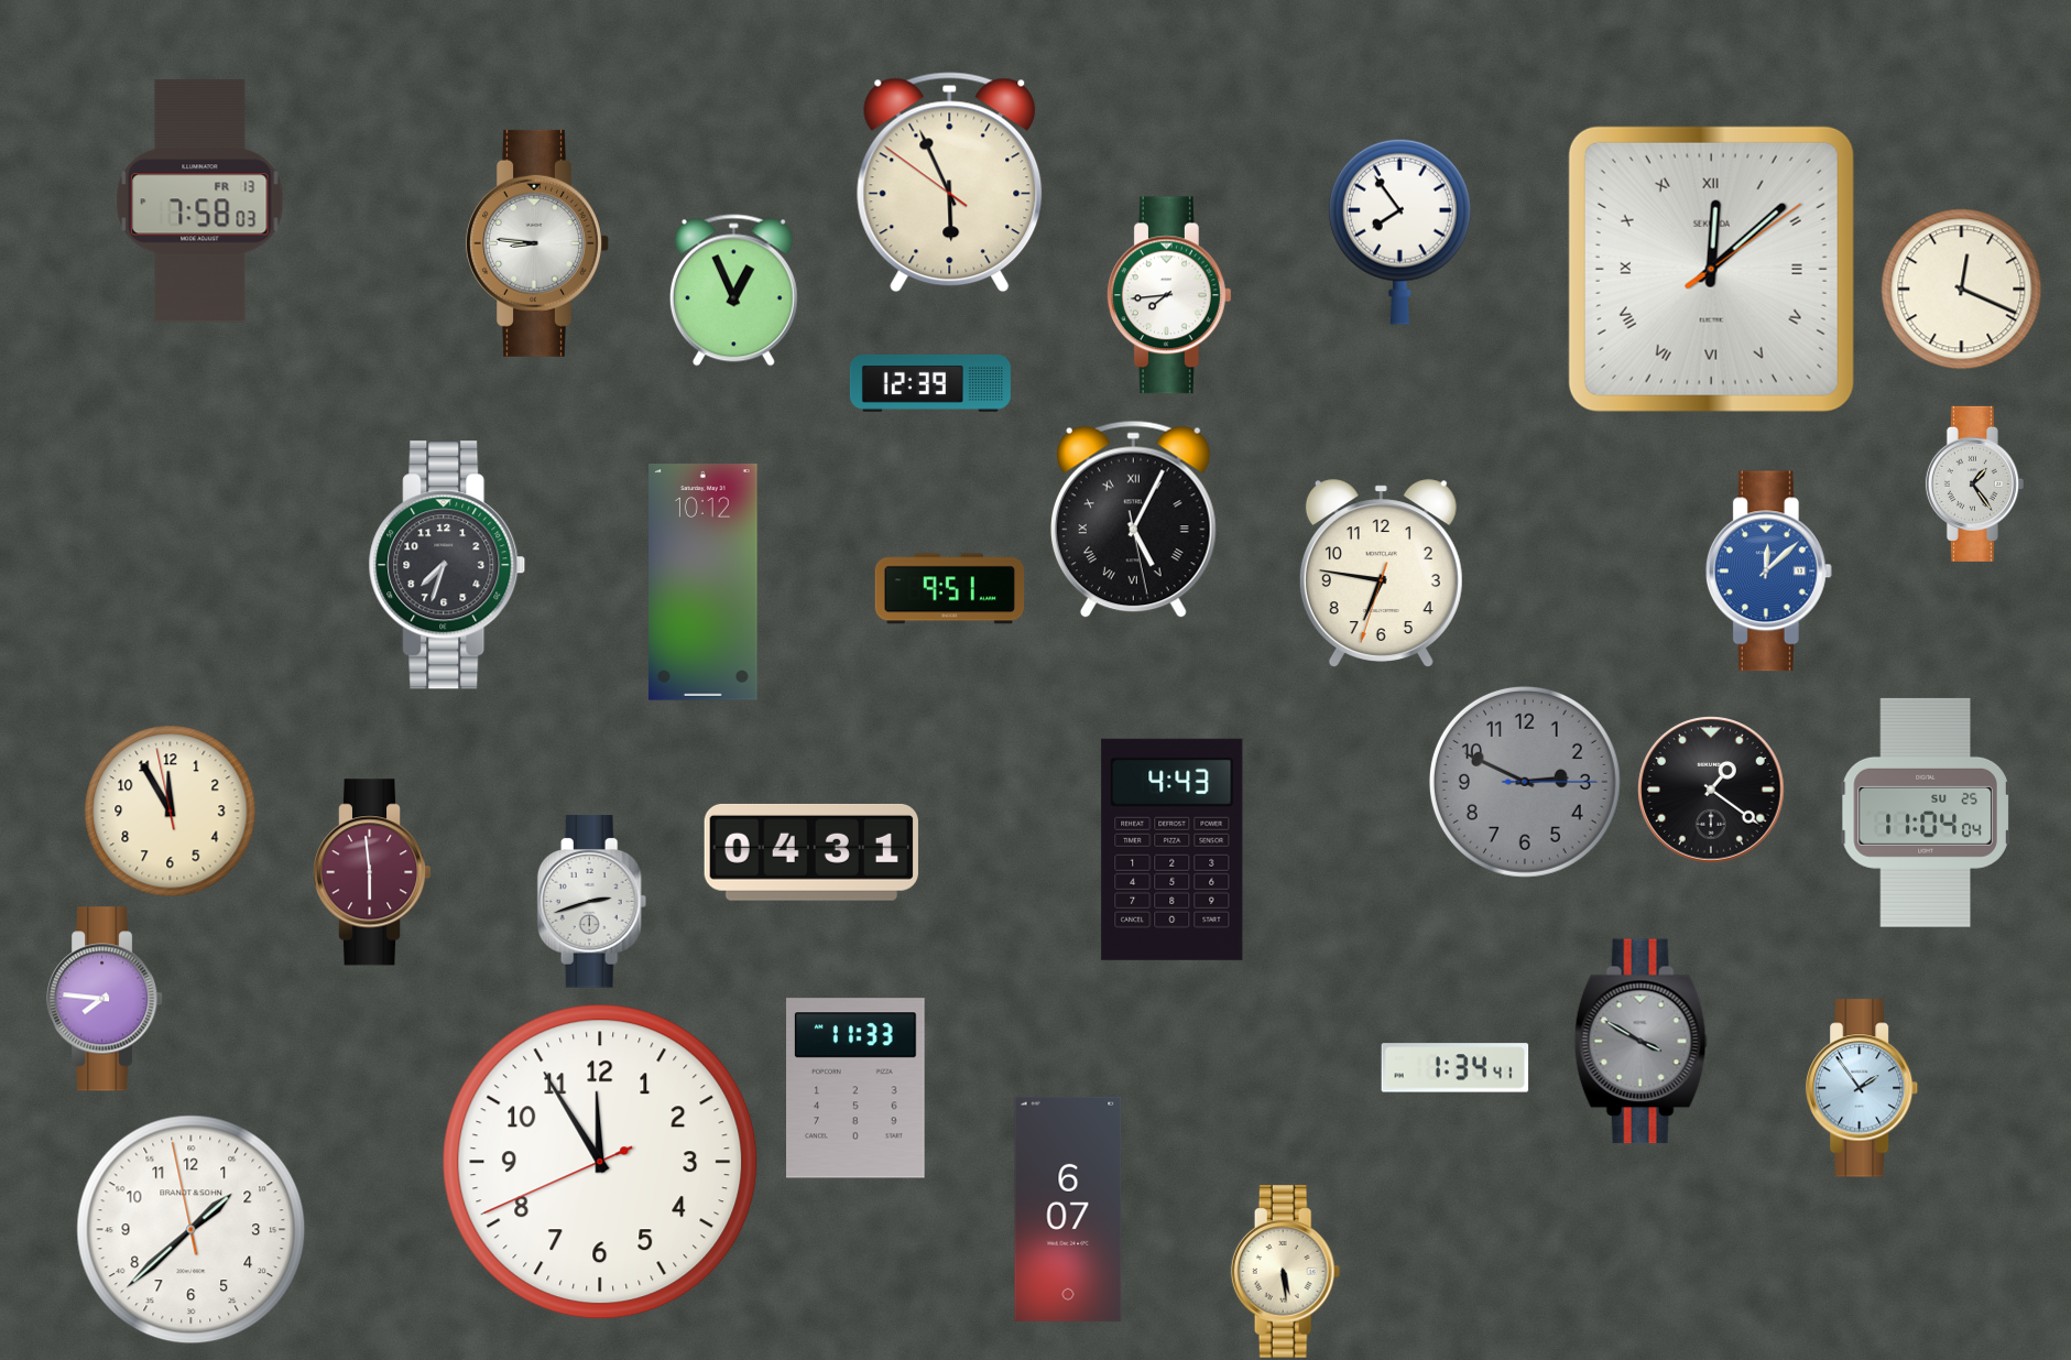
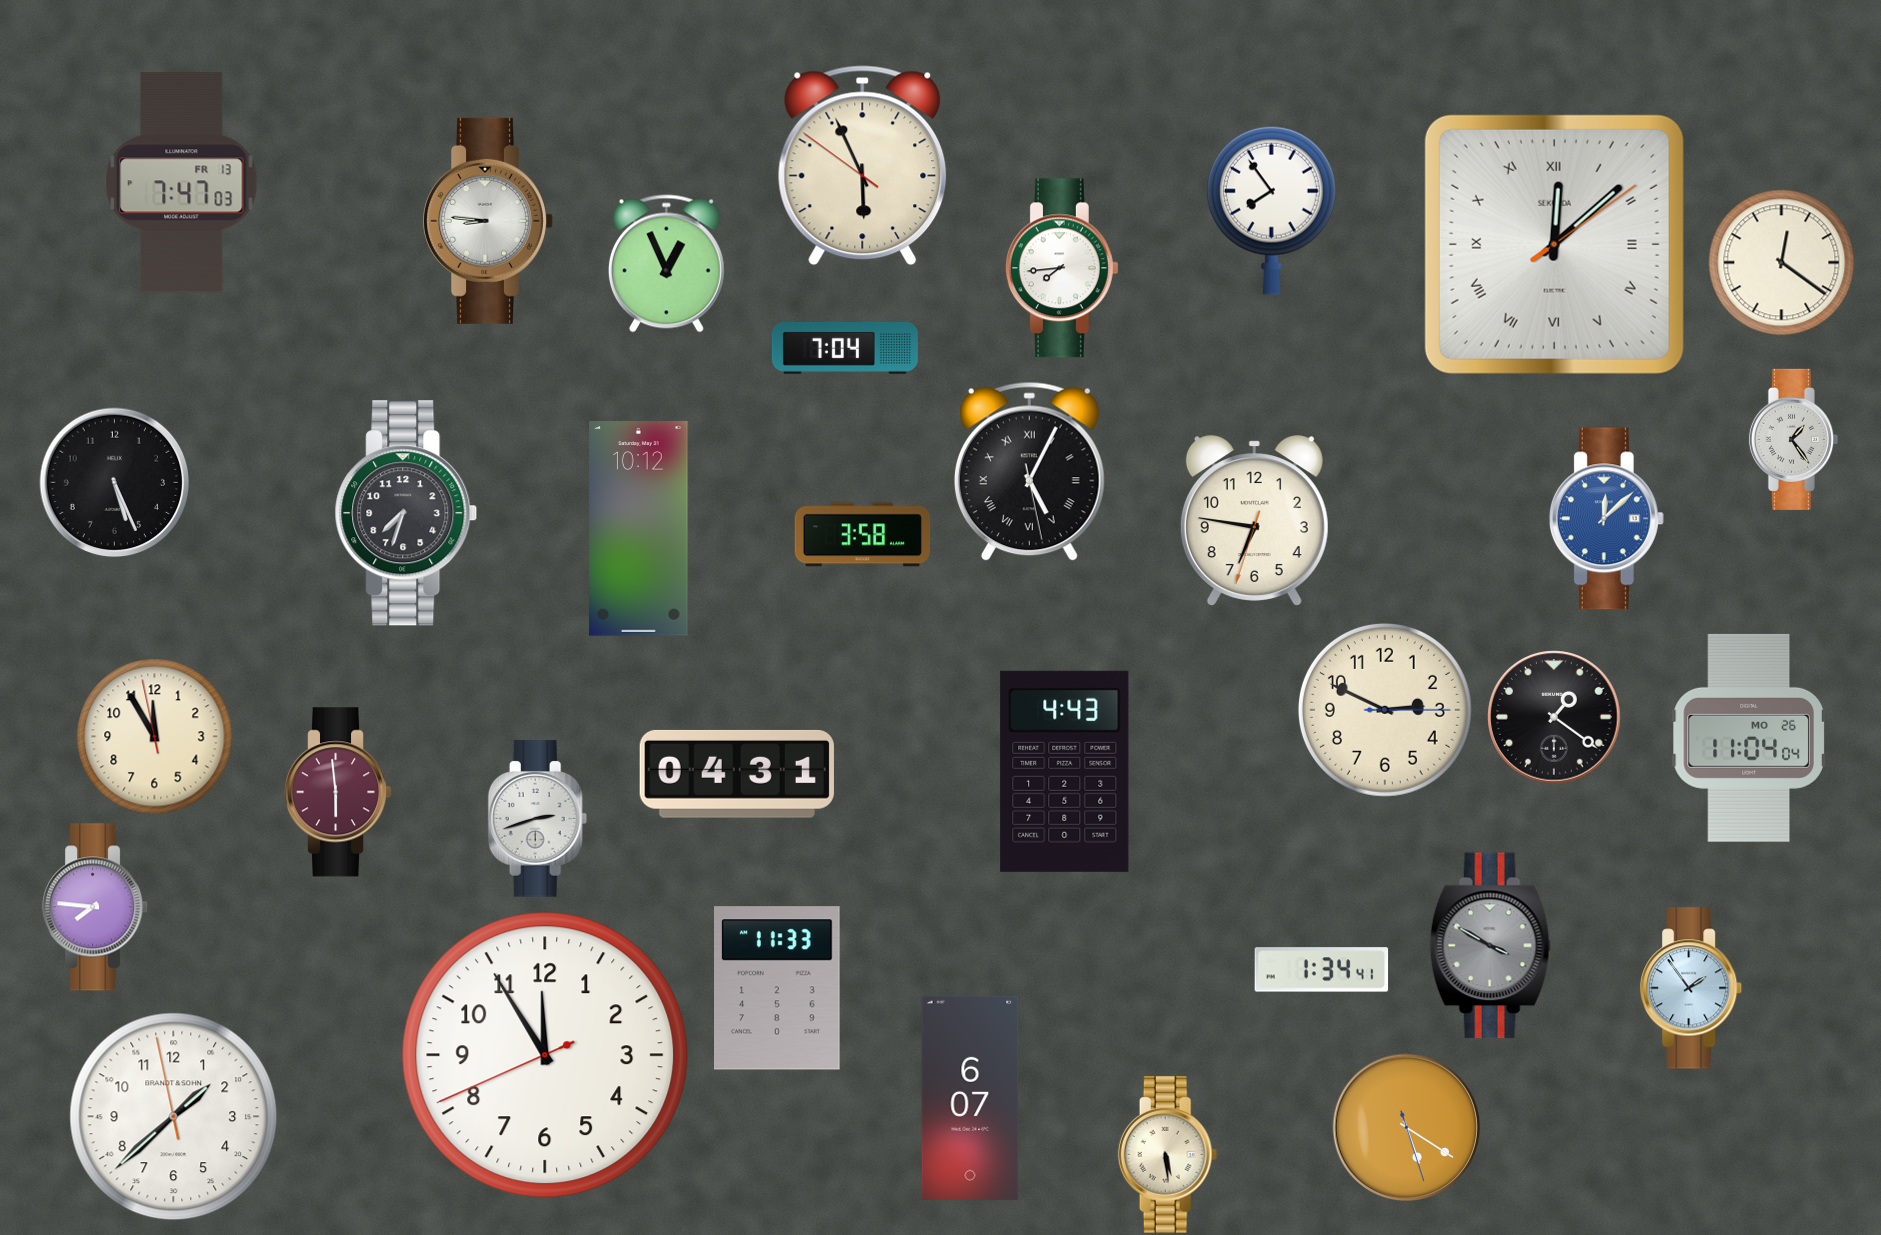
clock at (200, 202): 7:58 -> 7:47
clock at (1962, 290): 12:19 -> 12:21
clock at (930, 383): 12:39 -> 7:04
clock at (115, 483): none -> 5:26
clock at (950, 589): 9:51 -> 3:58
clock at (1525, 782) dial: grey -> cream
clock at (1926, 813) date: SU 25 -> MO 26
clock at (1407, 1128): none -> 5:20
